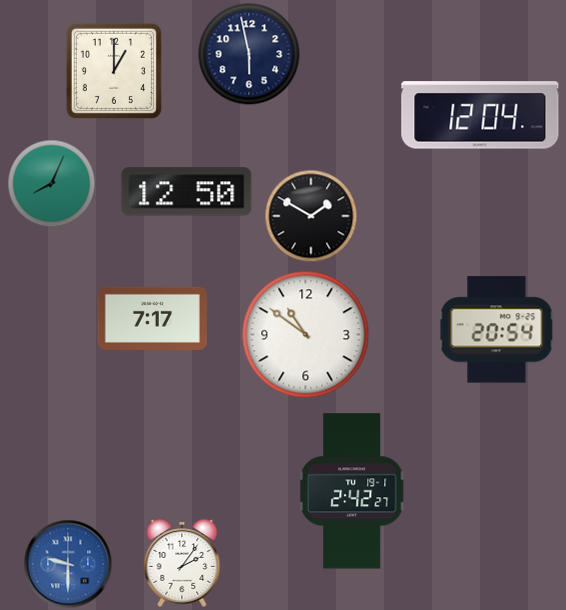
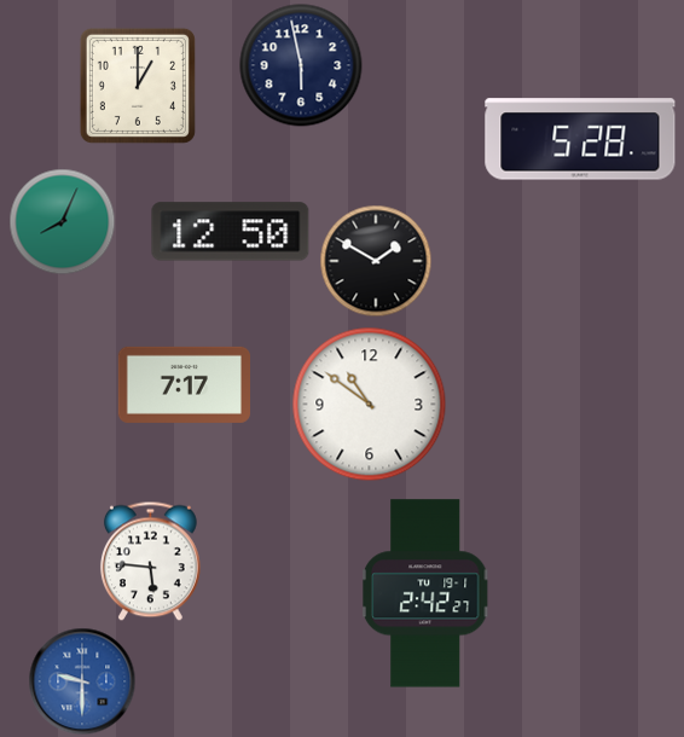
clock at (480, 115): 12:04 -> 5:28
clock at (187, 192) position: (187, 192) -> (231, 232)
clock at (497, 330): 20:54 -> none
clock at (150, 562): none -> 5:46
clock at (182, 563): 2:06 -> none
